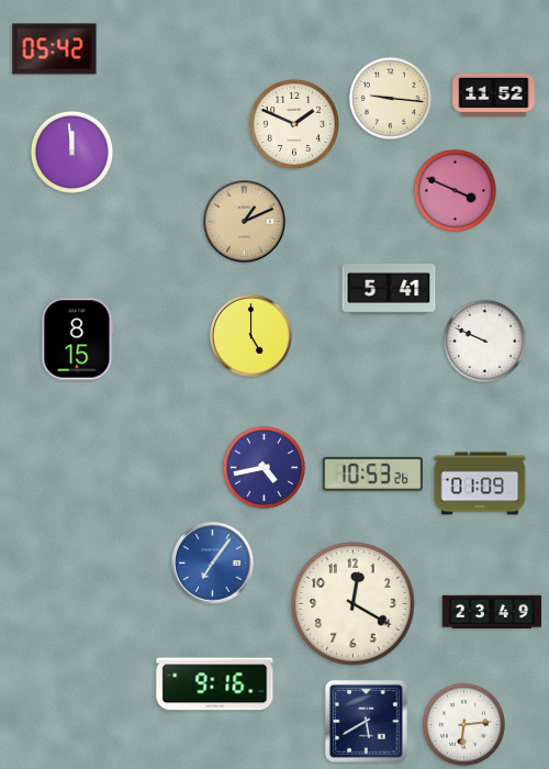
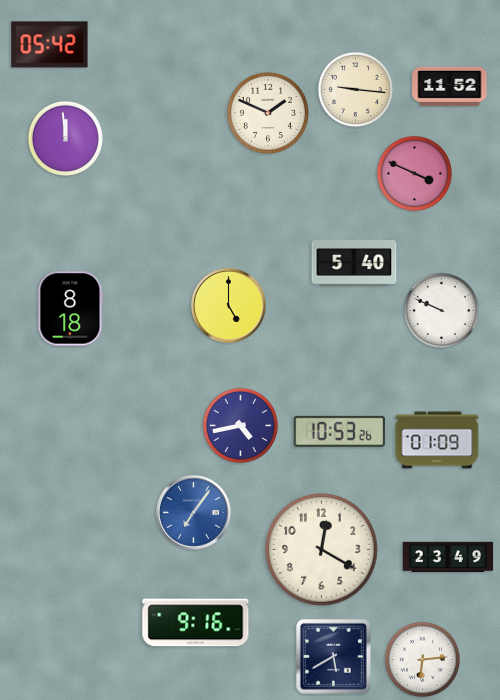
clock at (245, 222): 1:11 -> none
clock at (389, 290): 5:41 -> 5:40
clock at (78, 339): 8:15 -> 8:18
